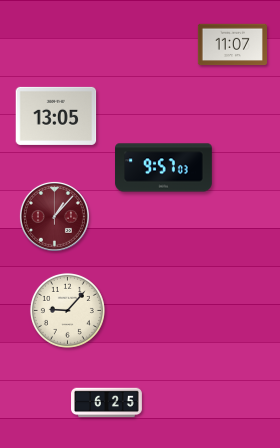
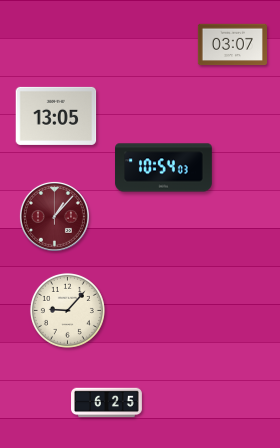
clock at (232, 45): 11:07 -> 03:07
clock at (164, 168): 9:57 -> 10:54
